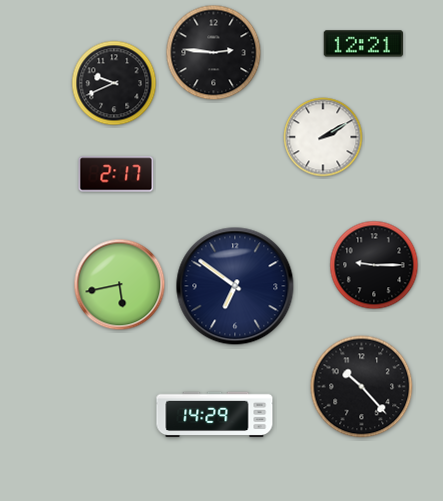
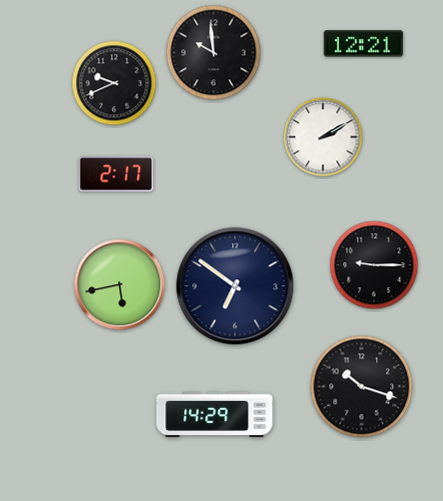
clock at (214, 53): 2:46 -> 9:59
clock at (362, 387): 10:23 -> 10:18
